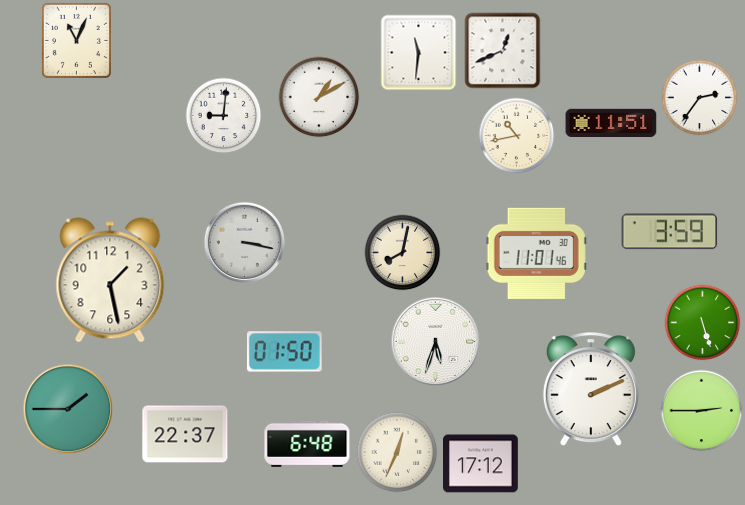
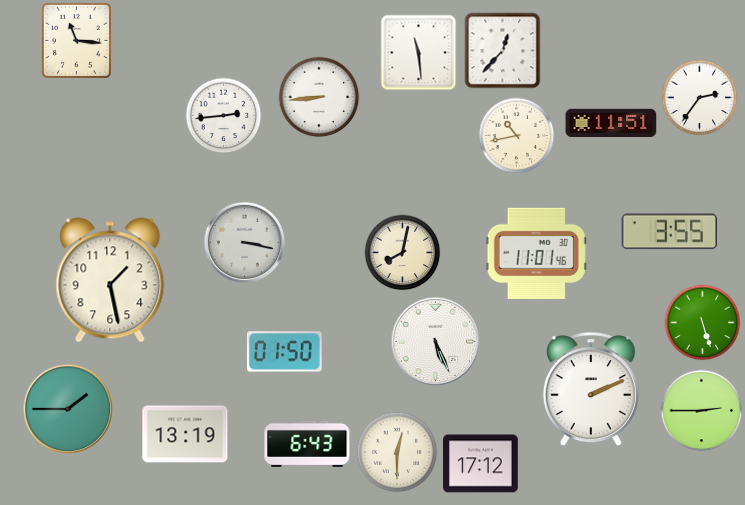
clock at (76, 40): 11:04 -> 11:16
clock at (503, 51): 12:41 -> 12:37
clock at (419, 53): 11:31 -> 11:29
clock at (319, 97): 1:10 -> 8:44
clock at (224, 116): 9:01 -> 2:44
clock at (670, 232): 3:59 -> 3:55
clock at (436, 342): 5:33 -> 5:26
clock at (185, 434): 22:37 -> 13:19
clock at (307, 444): 6:48 -> 6:43
clock at (397, 452): 12:34 -> 12:30
